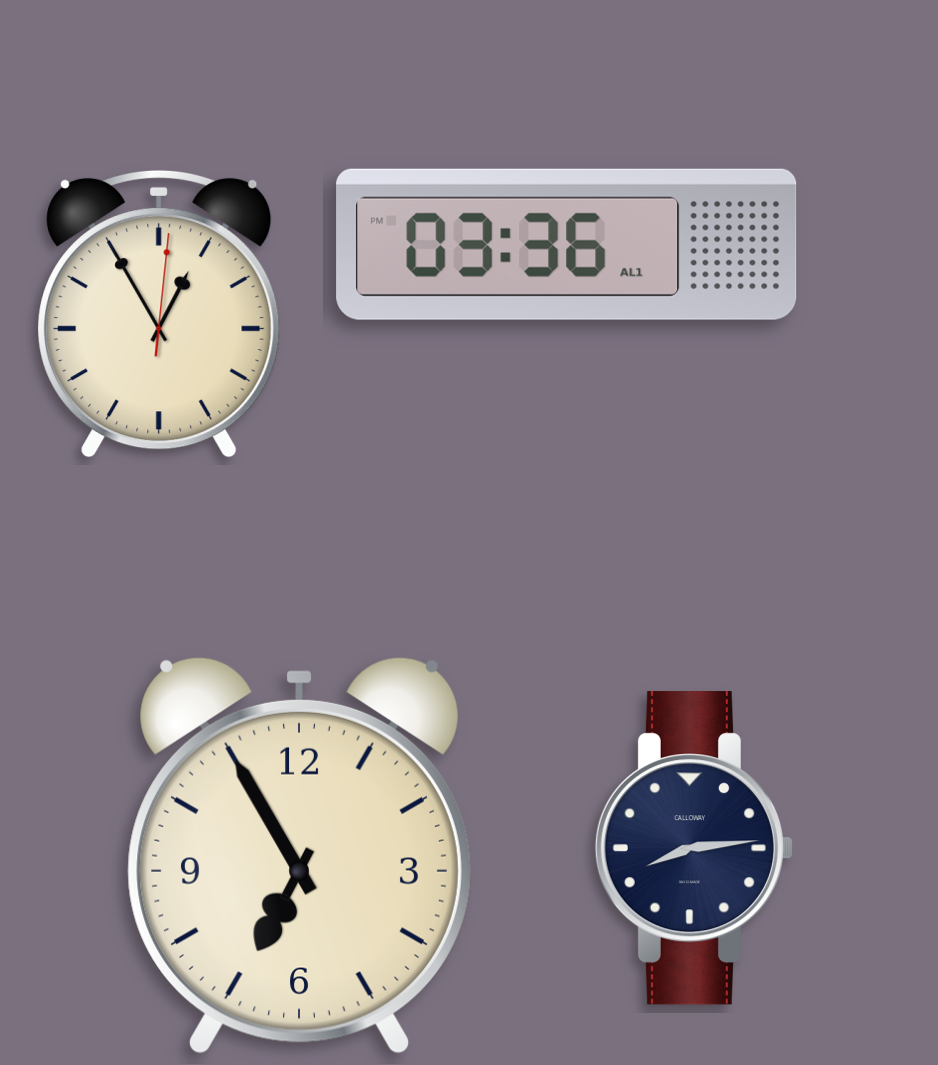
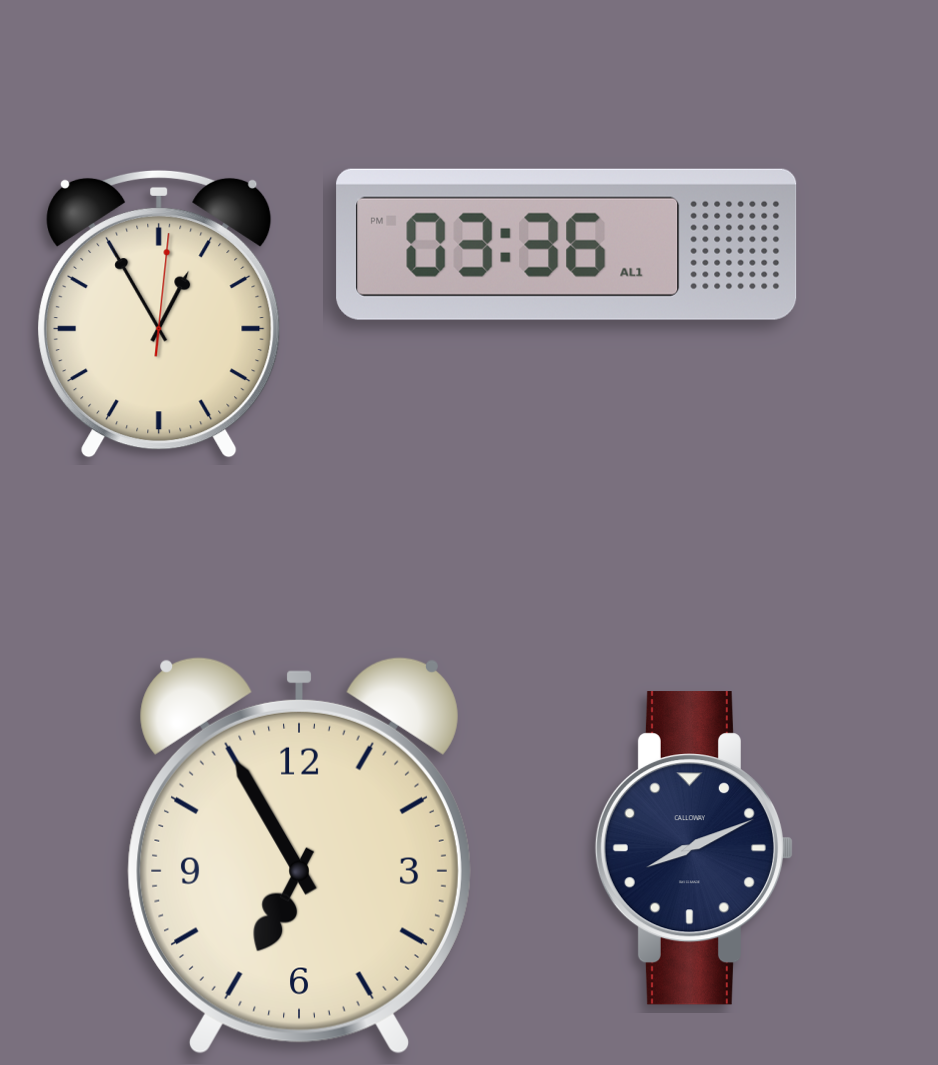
clock at (694, 848): 8:14 -> 8:11
